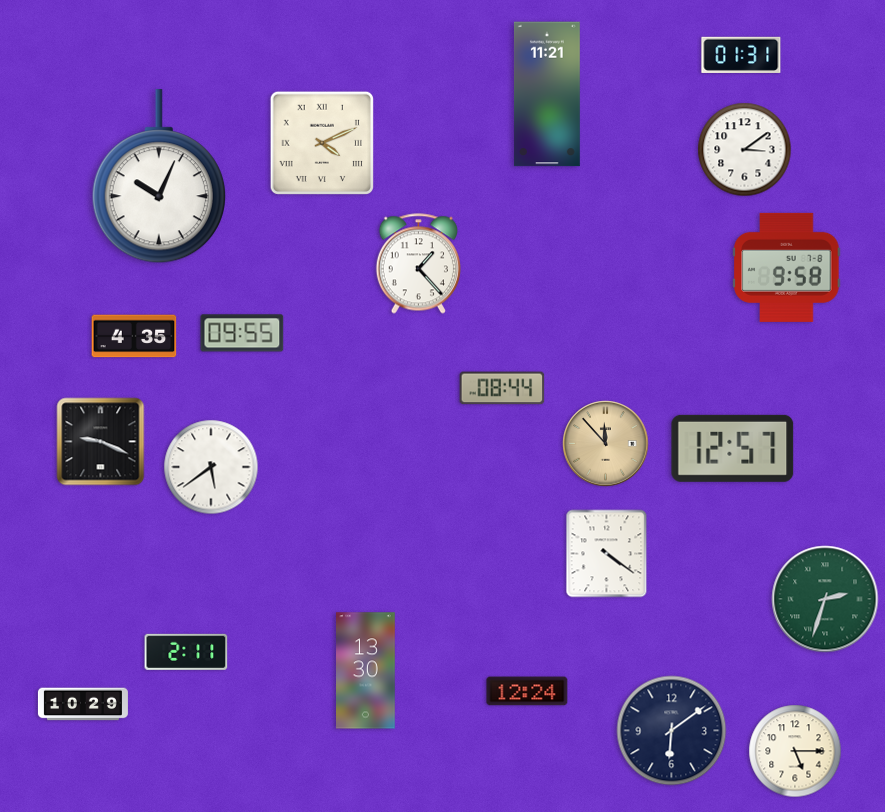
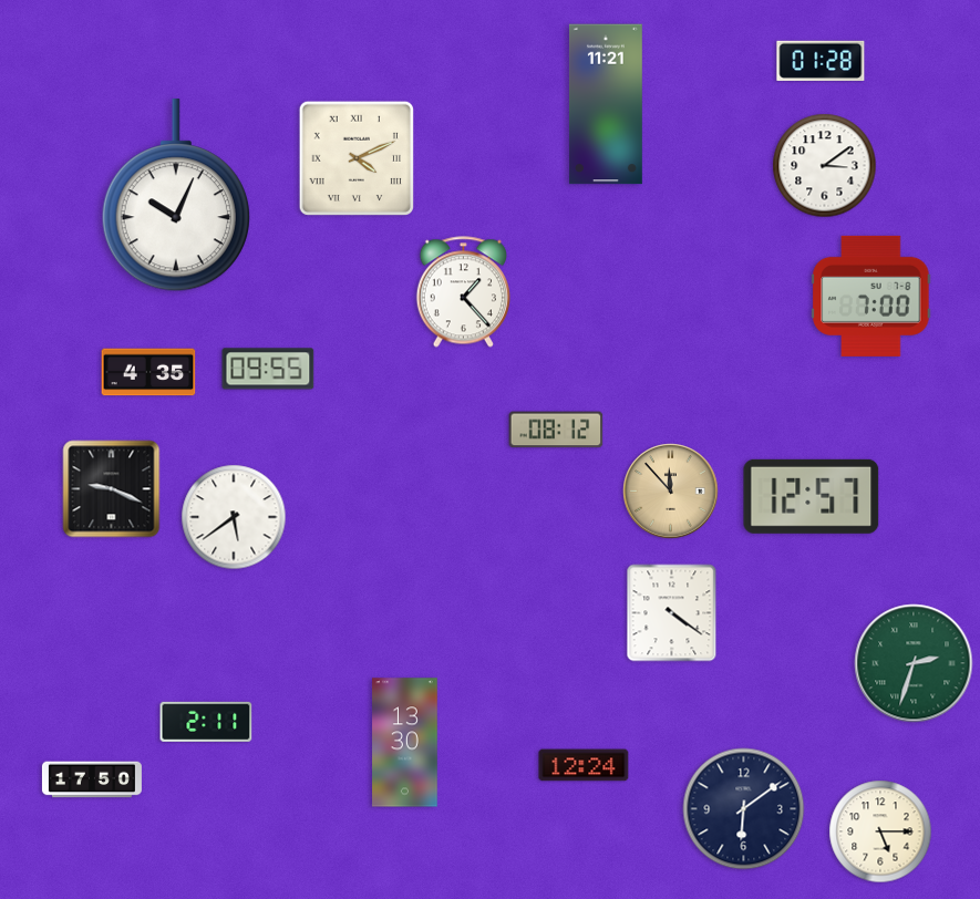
clock at (741, 55): 01:31 -> 01:28
clock at (787, 267): 9:58 -> 7:00
clock at (502, 388): 08:44 -> 08:12
clock at (83, 704): 10:29 -> 17:50
